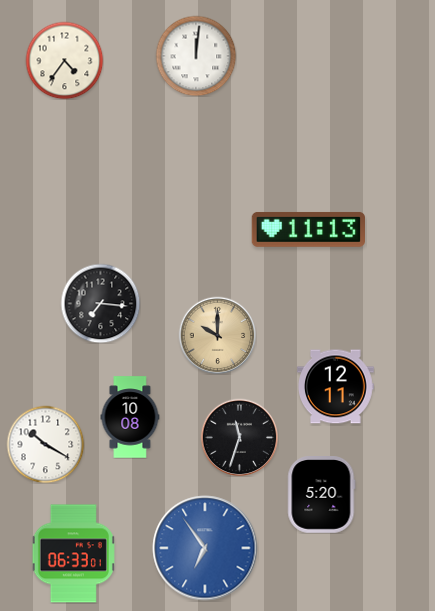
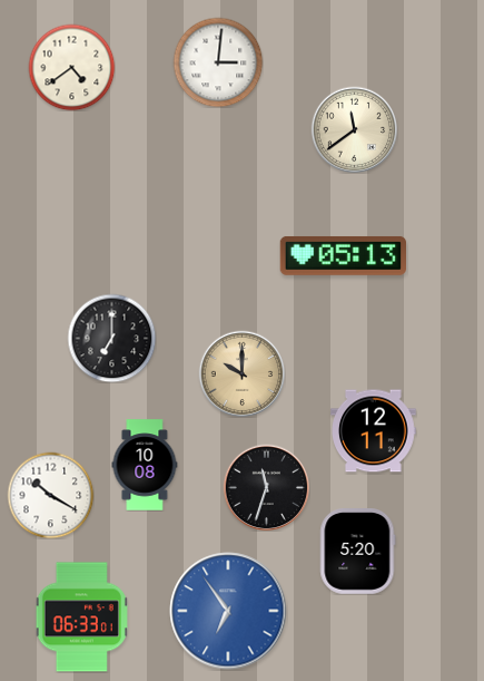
clock at (196, 56): 12:01 -> 3:01
clock at (64, 60): 4:36 -> 4:39
clock at (354, 129): none -> 11:39
clock at (308, 229): 11:13 -> 05:13
clock at (100, 303): 7:16 -> 7:00
